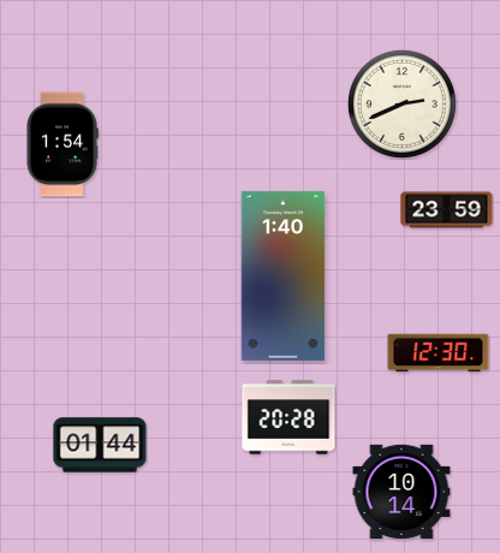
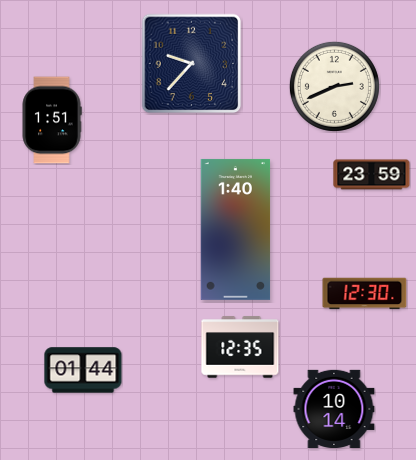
clock at (192, 64): none -> 9:37
clock at (62, 144): 1:54 -> 1:51
clock at (288, 417): 20:28 -> 12:35
